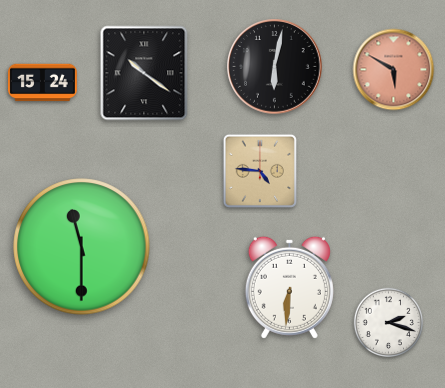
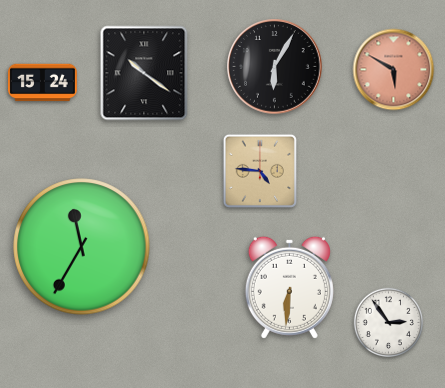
clock at (275, 67): 6:02 -> 6:05
clock at (82, 247): 11:30 -> 11:35
clock at (388, 322): 2:18 -> 2:54
